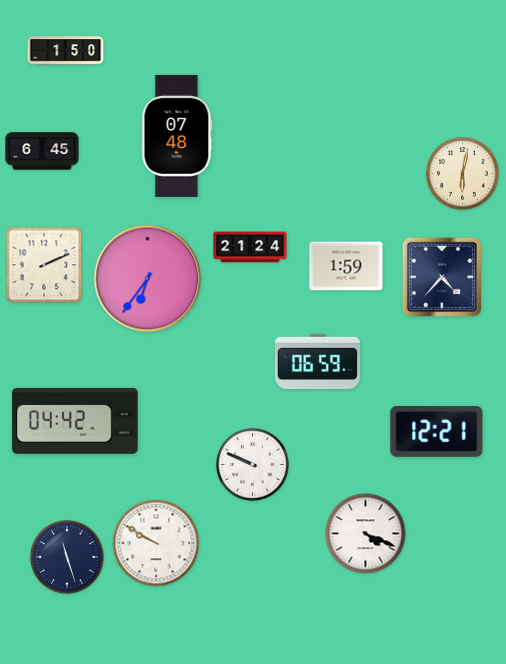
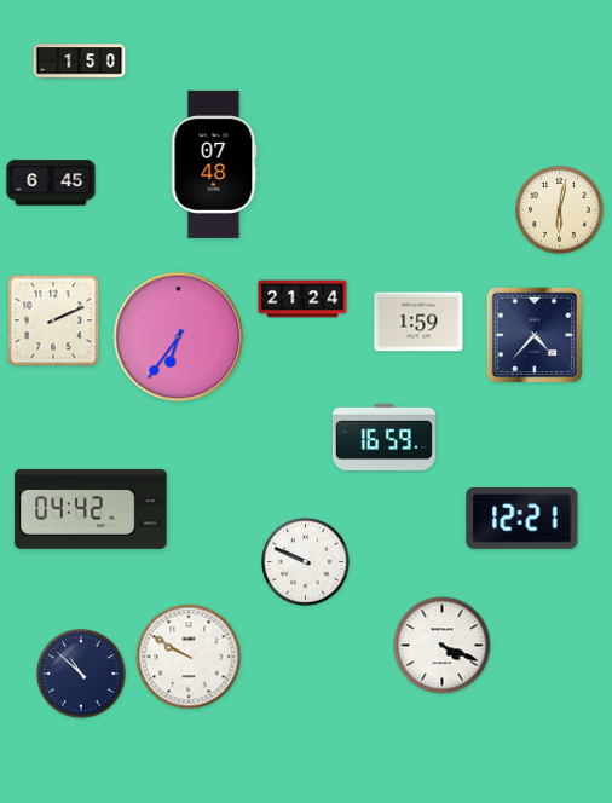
clock at (317, 361): 06:59 -> 16:59
clock at (437, 431) position: (437, 431) -> (522, 518)
clock at (67, 557): 11:27 -> 10:52
